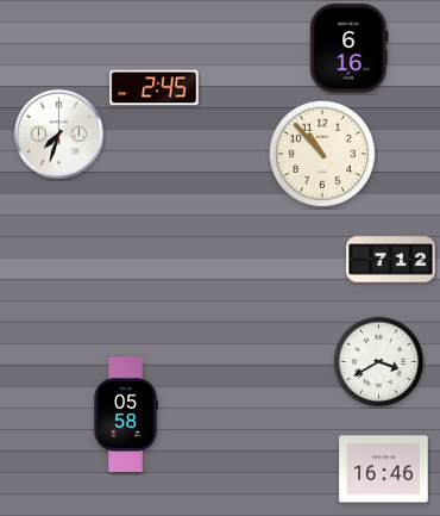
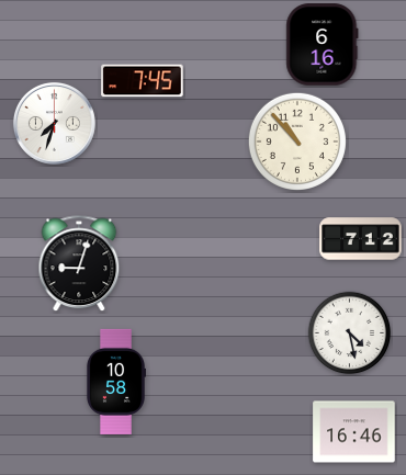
clock at (155, 88): 2:45 -> 7:45
clock at (79, 264): none -> 9:03
clock at (379, 362): 3:40 -> 4:28
clock at (125, 415): 05:58 -> 10:58
